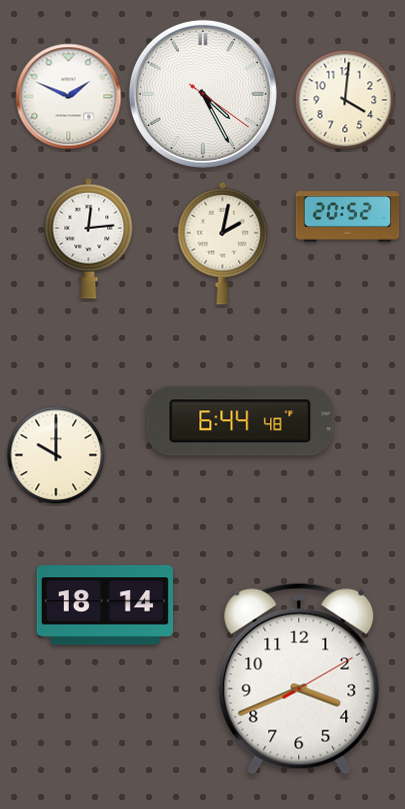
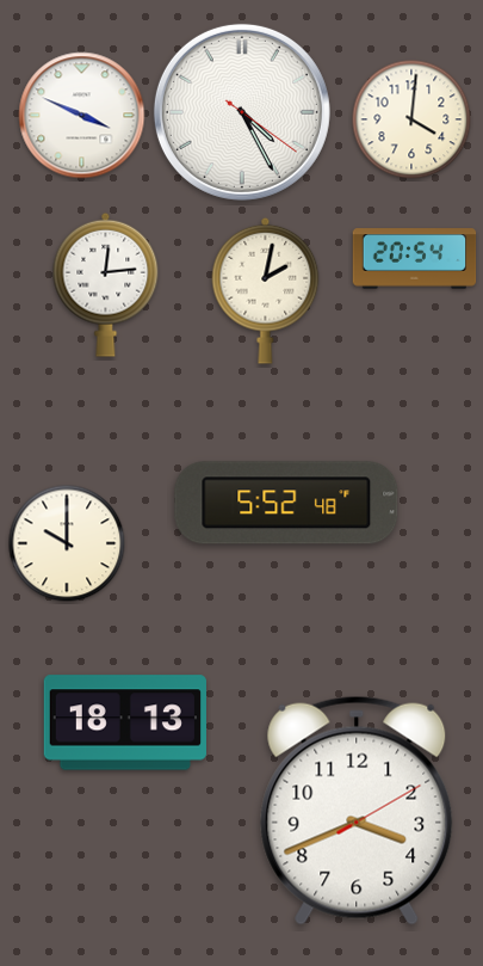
clock at (69, 97): 1:49 -> 3:49
clock at (348, 217): 20:52 -> 20:54
clock at (240, 421): 6:44 -> 5:52
clock at (105, 605): 18:14 -> 18:13
